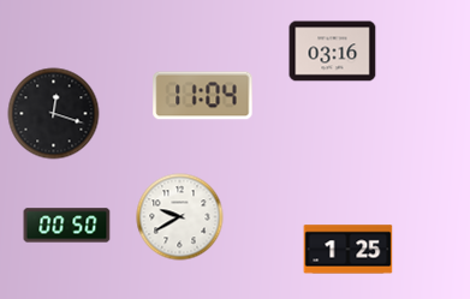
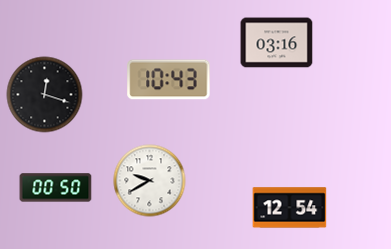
clock at (203, 96): 11:04 -> 10:43
clock at (349, 250): 1:25 -> 12:54
